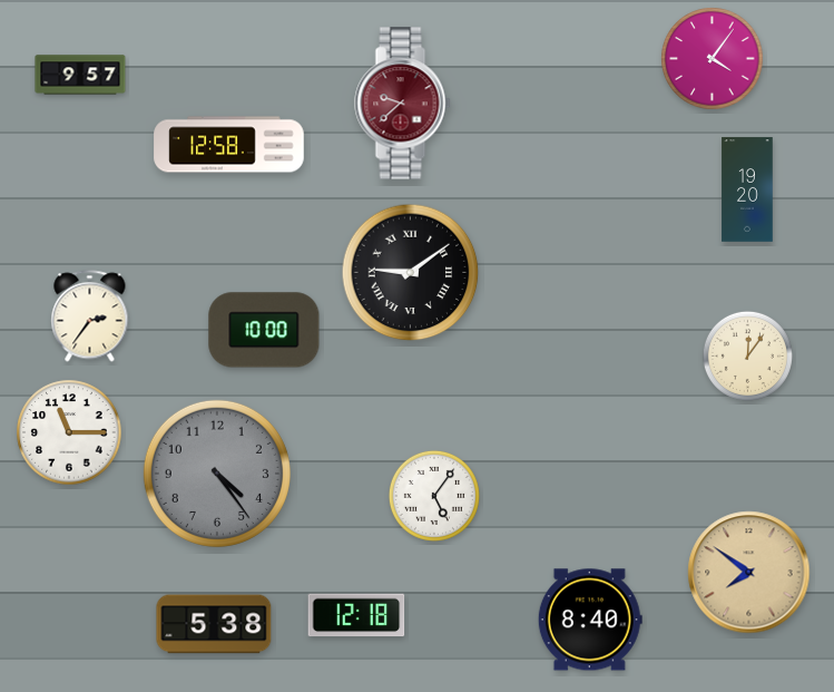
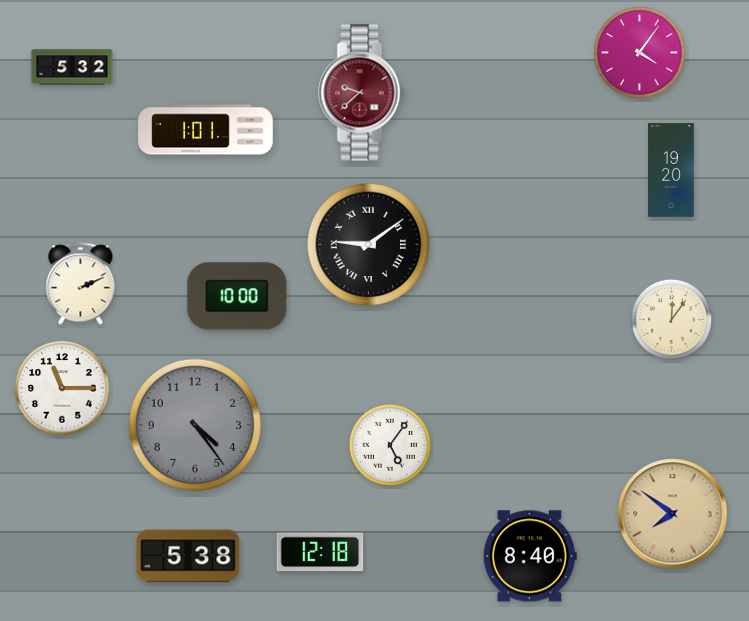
clock at (80, 75): 9:57 -> 5:32
clock at (229, 145): 12:58 -> 1:01
clock at (90, 316): 2:36 -> 2:11
clock at (214, 624) position: (214, 624) -> (188, 556)
